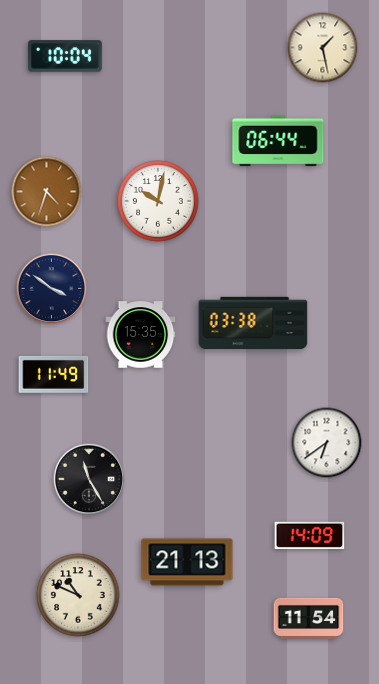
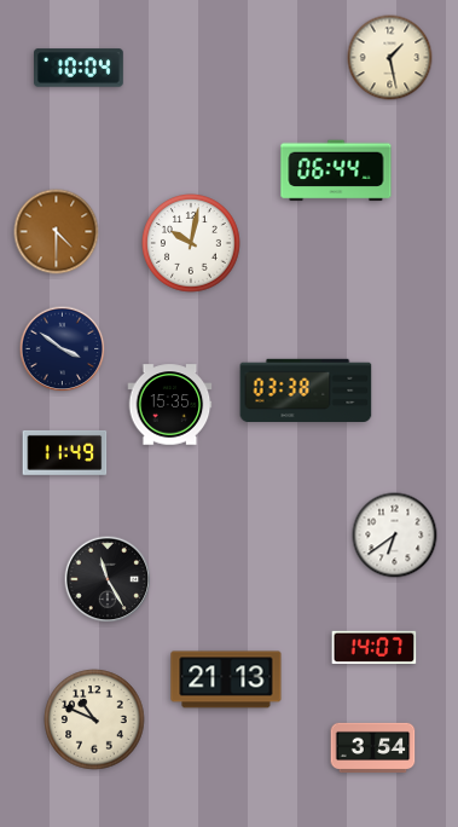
clock at (47, 192): 4:33 -> 4:30
clock at (310, 535): 14:09 -> 14:07
clock at (309, 618): 11:54 -> 3:54
